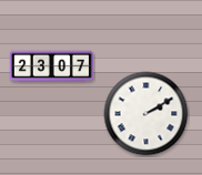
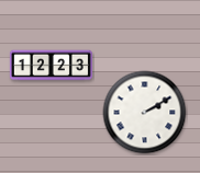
clock at (51, 66): 23:07 -> 12:23
